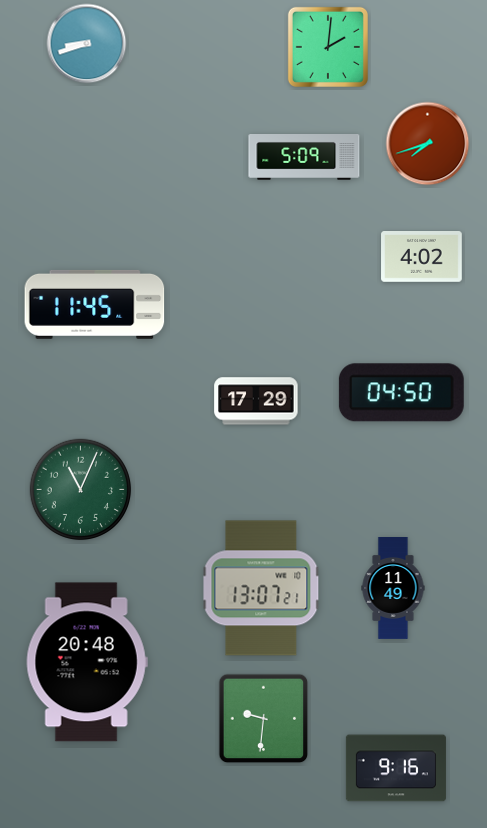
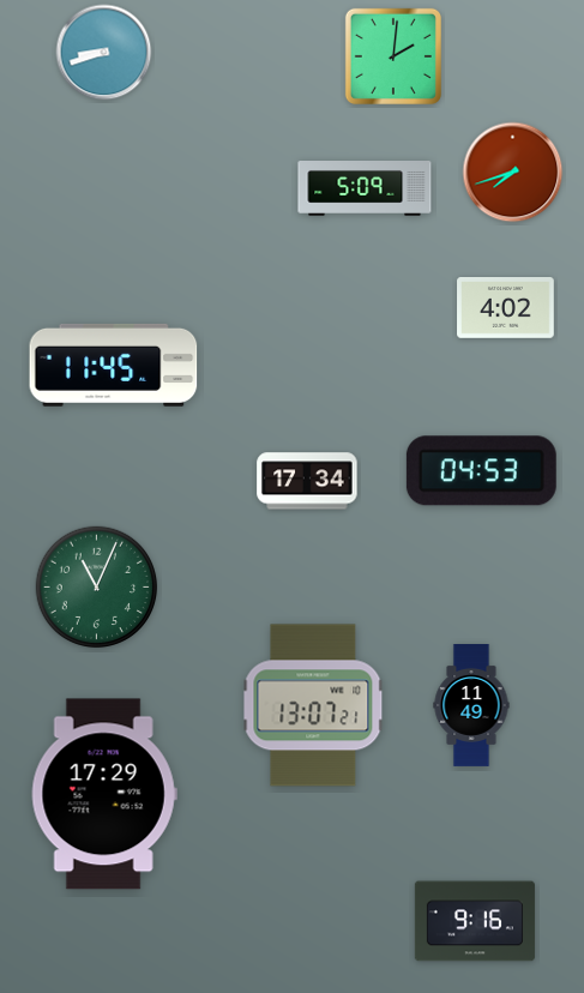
clock at (401, 393): 04:50 -> 04:53
clock at (256, 401): 17:29 -> 17:34
clock at (87, 662): 20:48 -> 17:29
clock at (264, 719): 9:31 -> none
